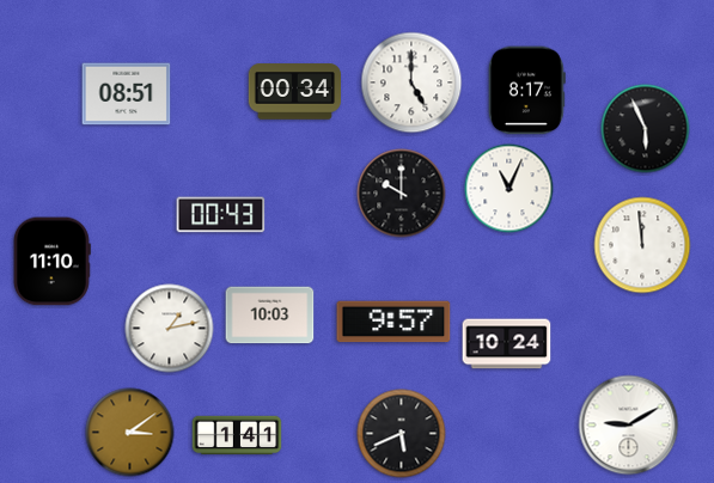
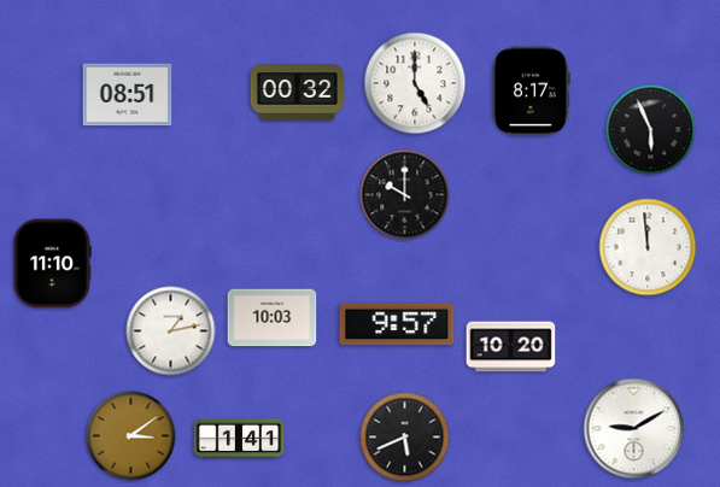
clock at (294, 92): 00:34 -> 00:32
clock at (509, 189): 11:04 -> none
clock at (221, 215): 00:43 -> none
clock at (507, 344): 10:24 -> 10:20
